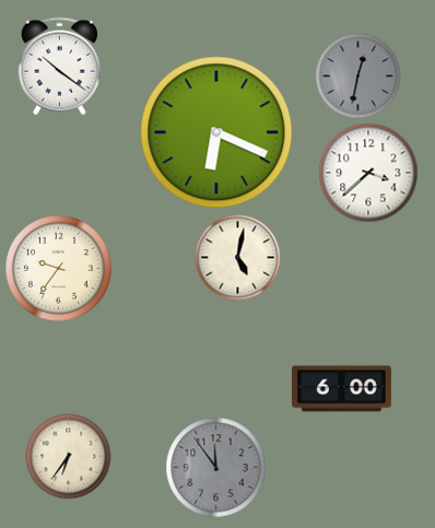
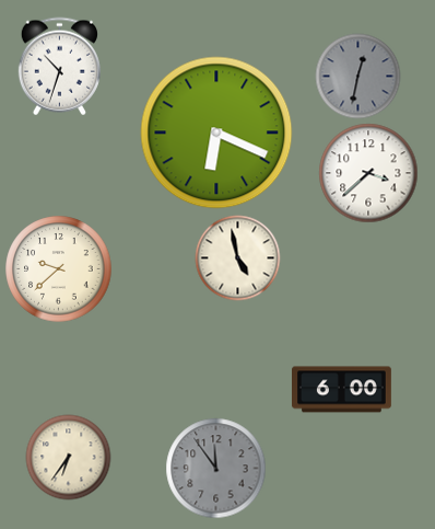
clock at (59, 66): 10:21 -> 10:33
clock at (237, 257): 5:02 -> 4:58
clock at (59, 269): 9:36 -> 9:38
